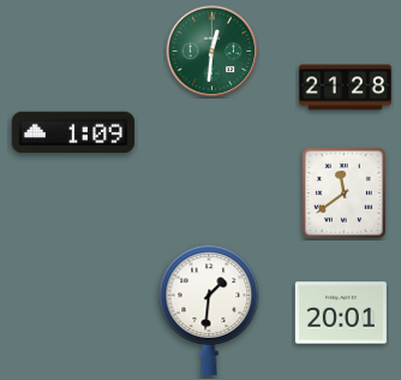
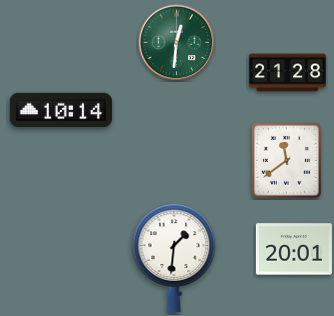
clock at (73, 132): 1:09 -> 10:14
clock at (341, 313) position: (341, 313) -> (294, 249)
